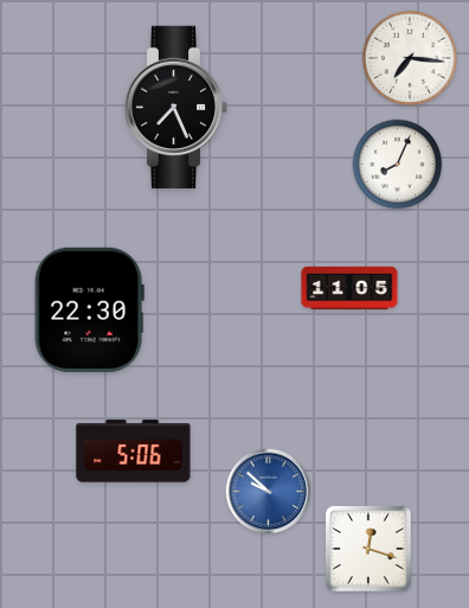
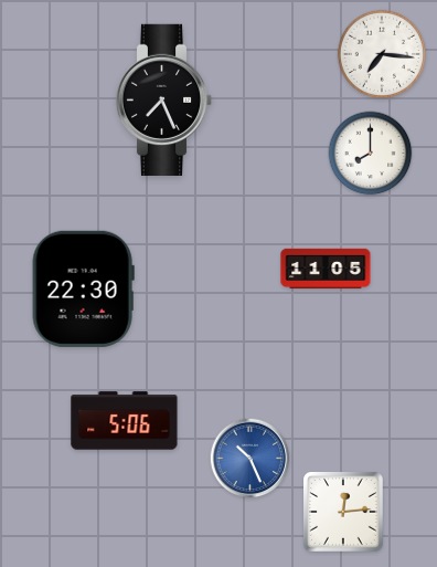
clock at (398, 165): 8:04 -> 8:00
clock at (269, 492): 9:52 -> 10:26
clock at (368, 549): 12:18 -> 12:14
